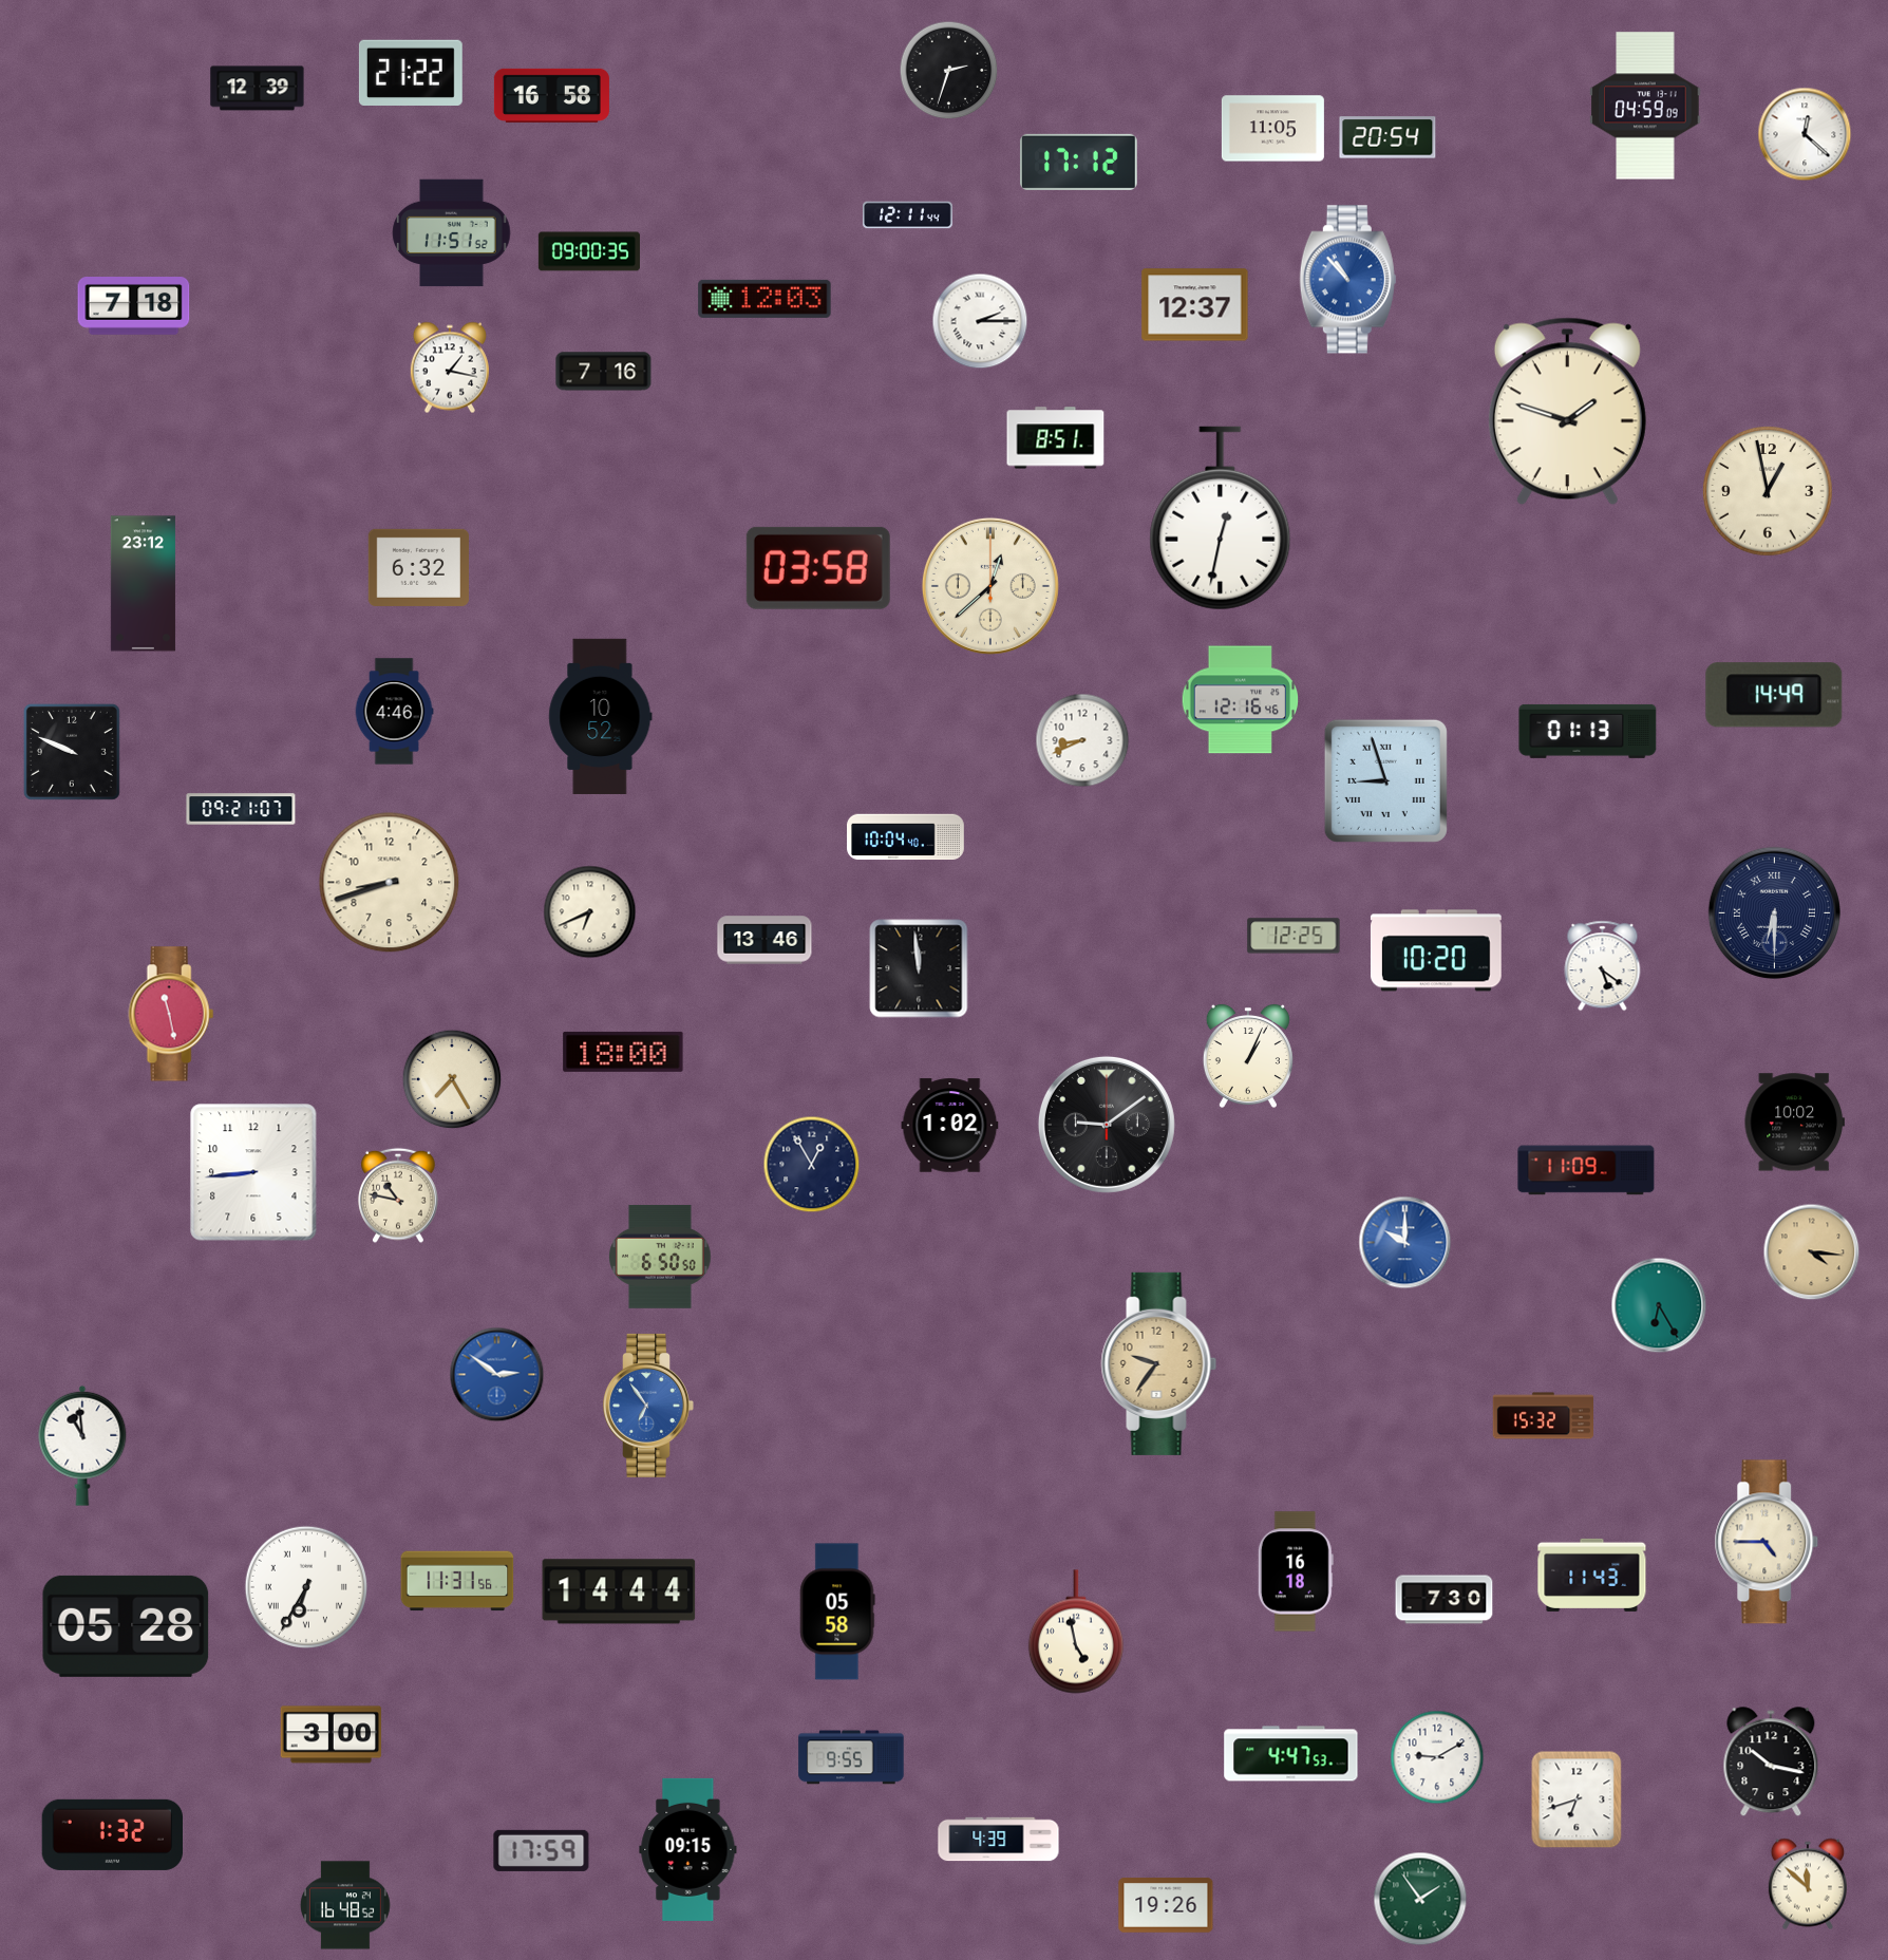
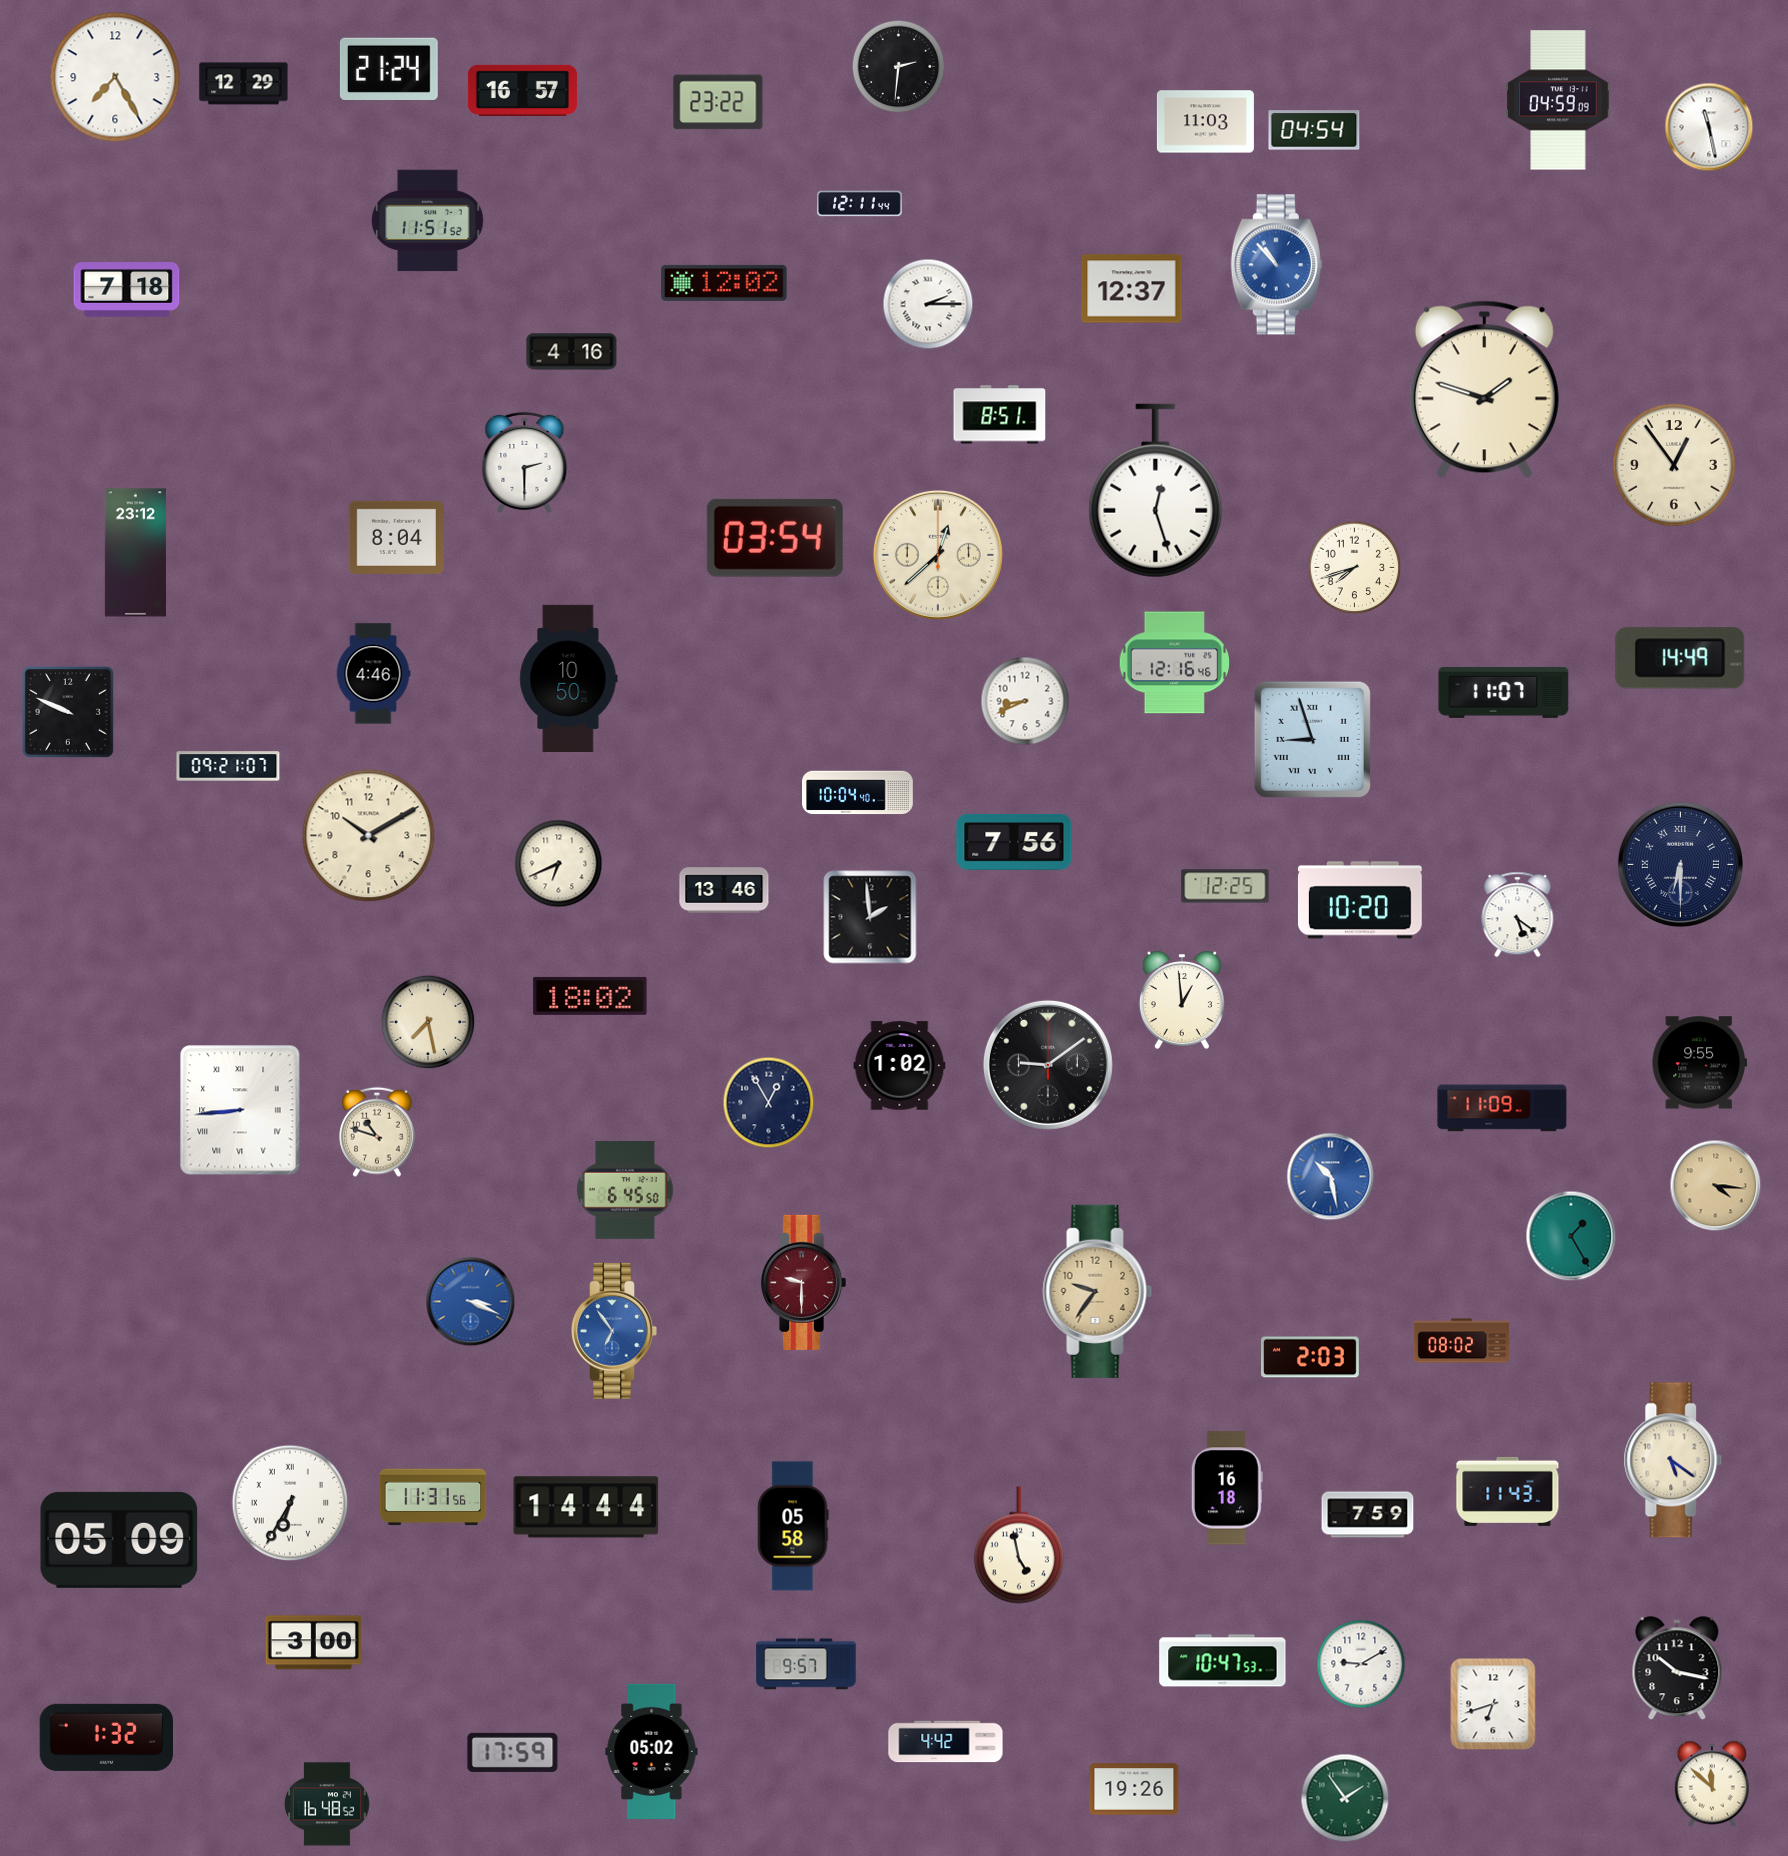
clock at (949, 71): 2:33 -> 2:31
clock at (411, 72): 21:22 -> 21:24
clock at (115, 77): none -> 7:25
clock at (258, 89): 12:39 -> 12:29
clock at (551, 95): 16:58 -> 16:57
clock at (718, 102): none -> 23:22
clock at (1272, 129): 11:05 -> 11:03
clock at (1805, 134): 12:22 -> 11:28
clock at (1387, 137): 20:54 -> 04:54
clock at (1078, 162): 17:12 -> none
clock at (589, 251): 09:00 -> none
clock at (764, 299): 12:03 -> 12:02
clock at (450, 368): 1:17 -> none
clock at (604, 372): 7:16 -> 4:16
clock at (525, 462): none -> 2:30
clock at (1768, 491): 12:58 -> 12:54
clock at (1221, 519): 12:32 -> 12:27
clock at (418, 567): 6:32 -> 8:04
clock at (818, 568): 03:58 -> 03:54
clock at (1355, 568): none -> 7:42
clock at (601, 716): 10:52 -> 10:50
clock at (1588, 731): 01:13 -> 11:07
clock at (390, 883): 8:42 -> 10:10
clock at (1014, 842): none -> 7:56
clock at (919, 968): 11:59 -> 1:59
clock at (171, 1014): 11:28 -> none
clock at (623, 1052): 18:00 -> 18:02
clock at (1248, 1056): 1:04 -> 12:59
clock at (452, 1079): 7:25 -> 7:28
clock at (1794, 1123): 10:02 -> 9:55
clock at (253, 1172) numerals: Arabic -> Roman
clock at (398, 1195): 10:47 -> 10:48
clock at (1405, 1243): 10:00 -> 10:28
clock at (660, 1257): 6:50 -> 6:45
clock at (1659, 1305): 6:25 -> 1:25
clock at (804, 1282): none -> 9:30
clock at (497, 1375): 2:51 -> 3:19
clock at (1543, 1416): 15:32 -> 08:02
clock at (1311, 1357): none -> 2:03
clock at (82, 1446): 10:59 -> none
clock at (1767, 1542): 4:45 -> 5:21
clock at (1445, 1600): 7:30 -> 7:59
clock at (126, 1626): 05:28 -> 05:09
clock at (1291, 1754): 4:47 -> 10:47
clock at (851, 1757): 9:55 -> 9:57
clock at (999, 1840): 4:39 -> 4:42
clock at (688, 1849): 09:15 -> 05:02
clock at (1166, 1905) position: (1166, 1905) -> (1134, 1789)
